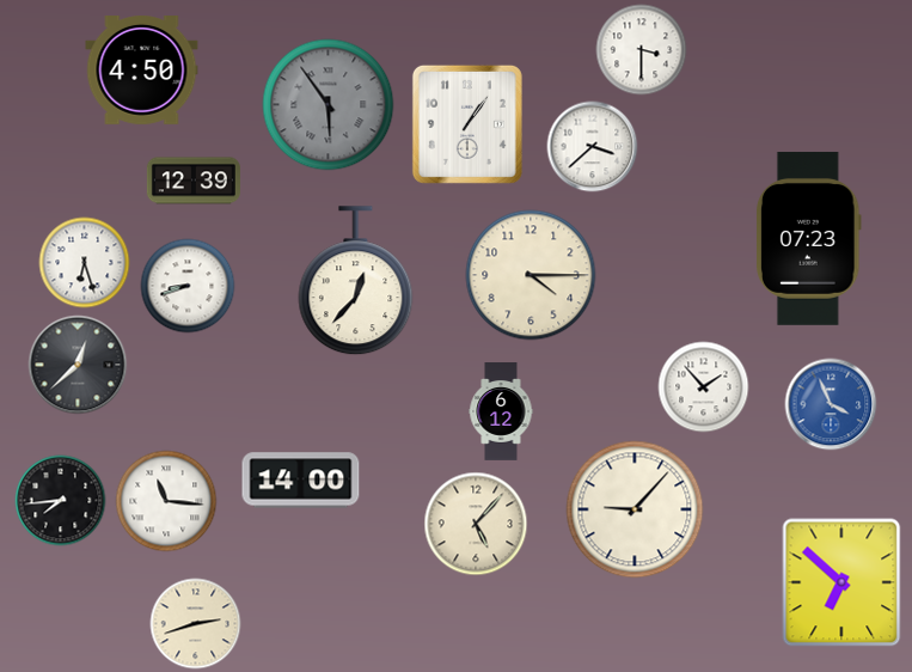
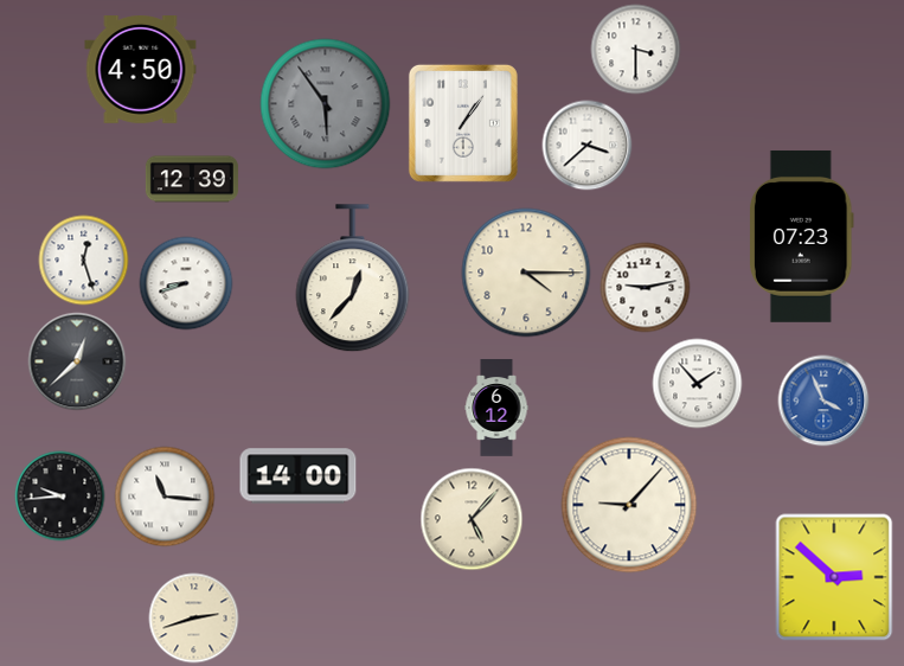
clock at (85, 263): 6:27 -> 12:27
clock at (646, 288): none -> 9:13
clock at (61, 501): 7:44 -> 9:44
clock at (841, 582): 6:52 -> 2:52
